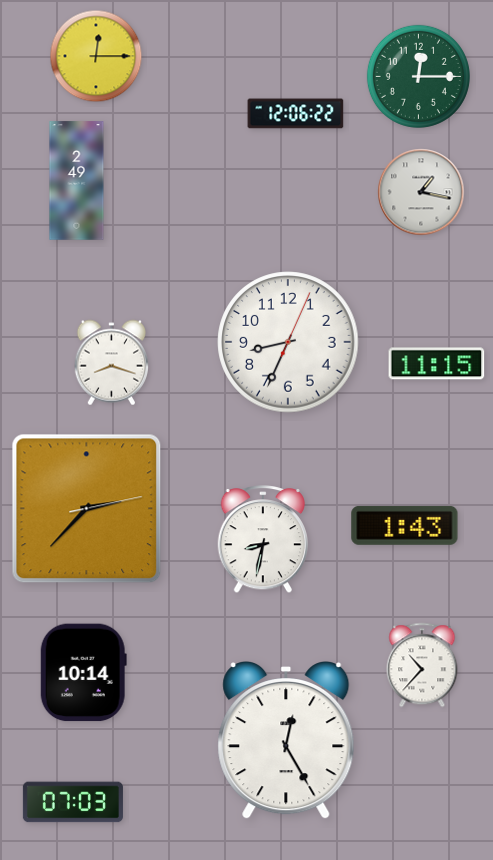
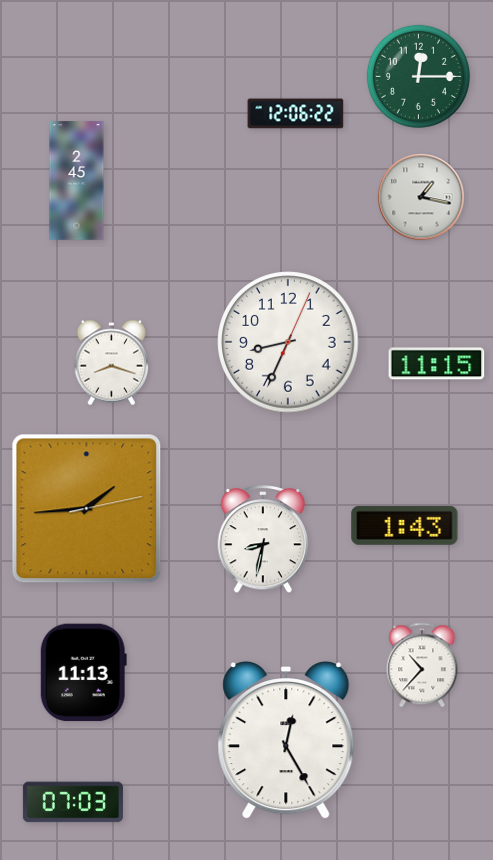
clock at (96, 56): 12:15 -> none
clock at (77, 181): 2:49 -> 2:45
clock at (421, 192) position: (421, 192) -> (421, 197)
clock at (87, 509): 2:37 -> 1:44
clock at (83, 673): 10:14 -> 11:13
